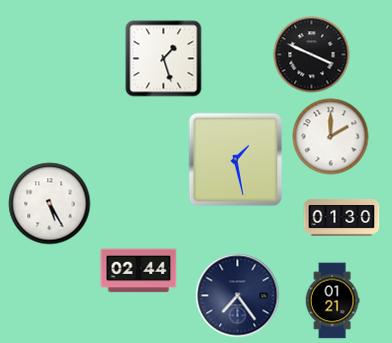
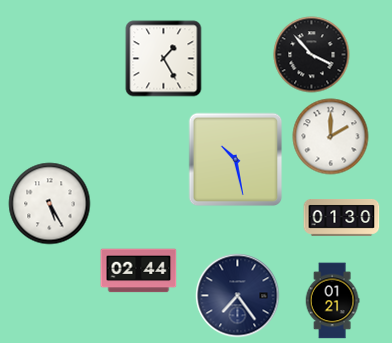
clock at (312, 55): 3:49 -> 3:53
clock at (164, 59): 1:27 -> 1:25
clock at (236, 160): 1:28 -> 10:28
